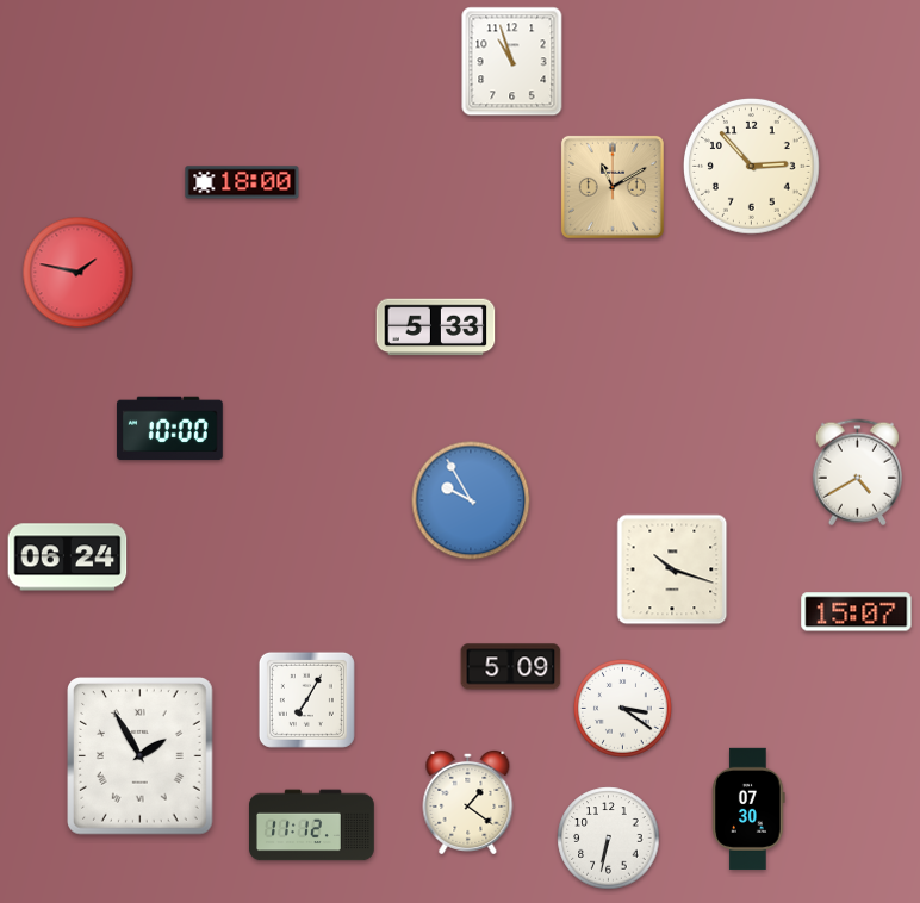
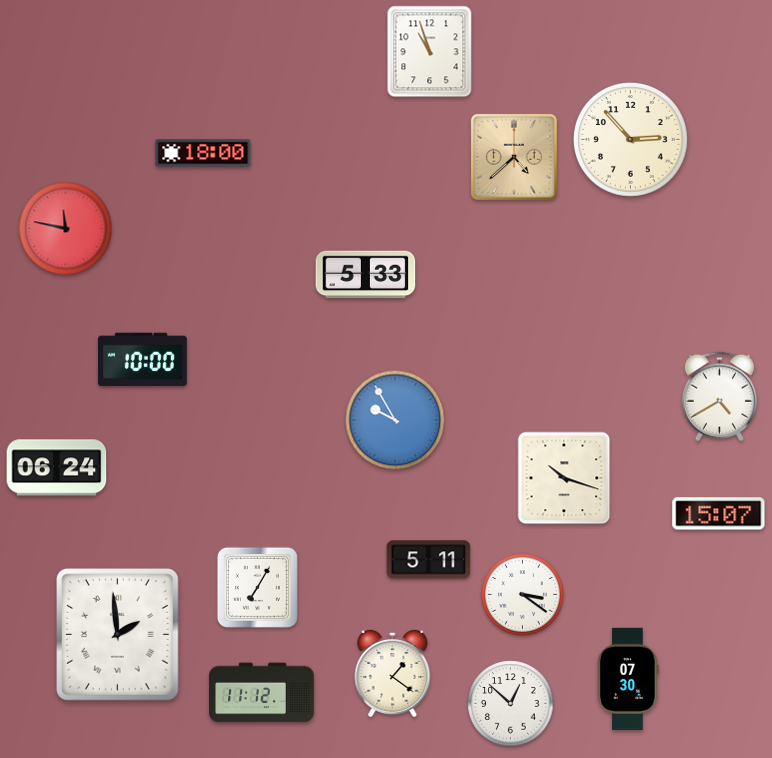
clock at (613, 187): 11:10 -> 4:38
clock at (79, 273): 1:47 -> 11:47
clock at (511, 667): 5:09 -> 5:11
clock at (141, 756): 1:55 -> 1:59
clock at (609, 839): 6:32 -> 12:52
